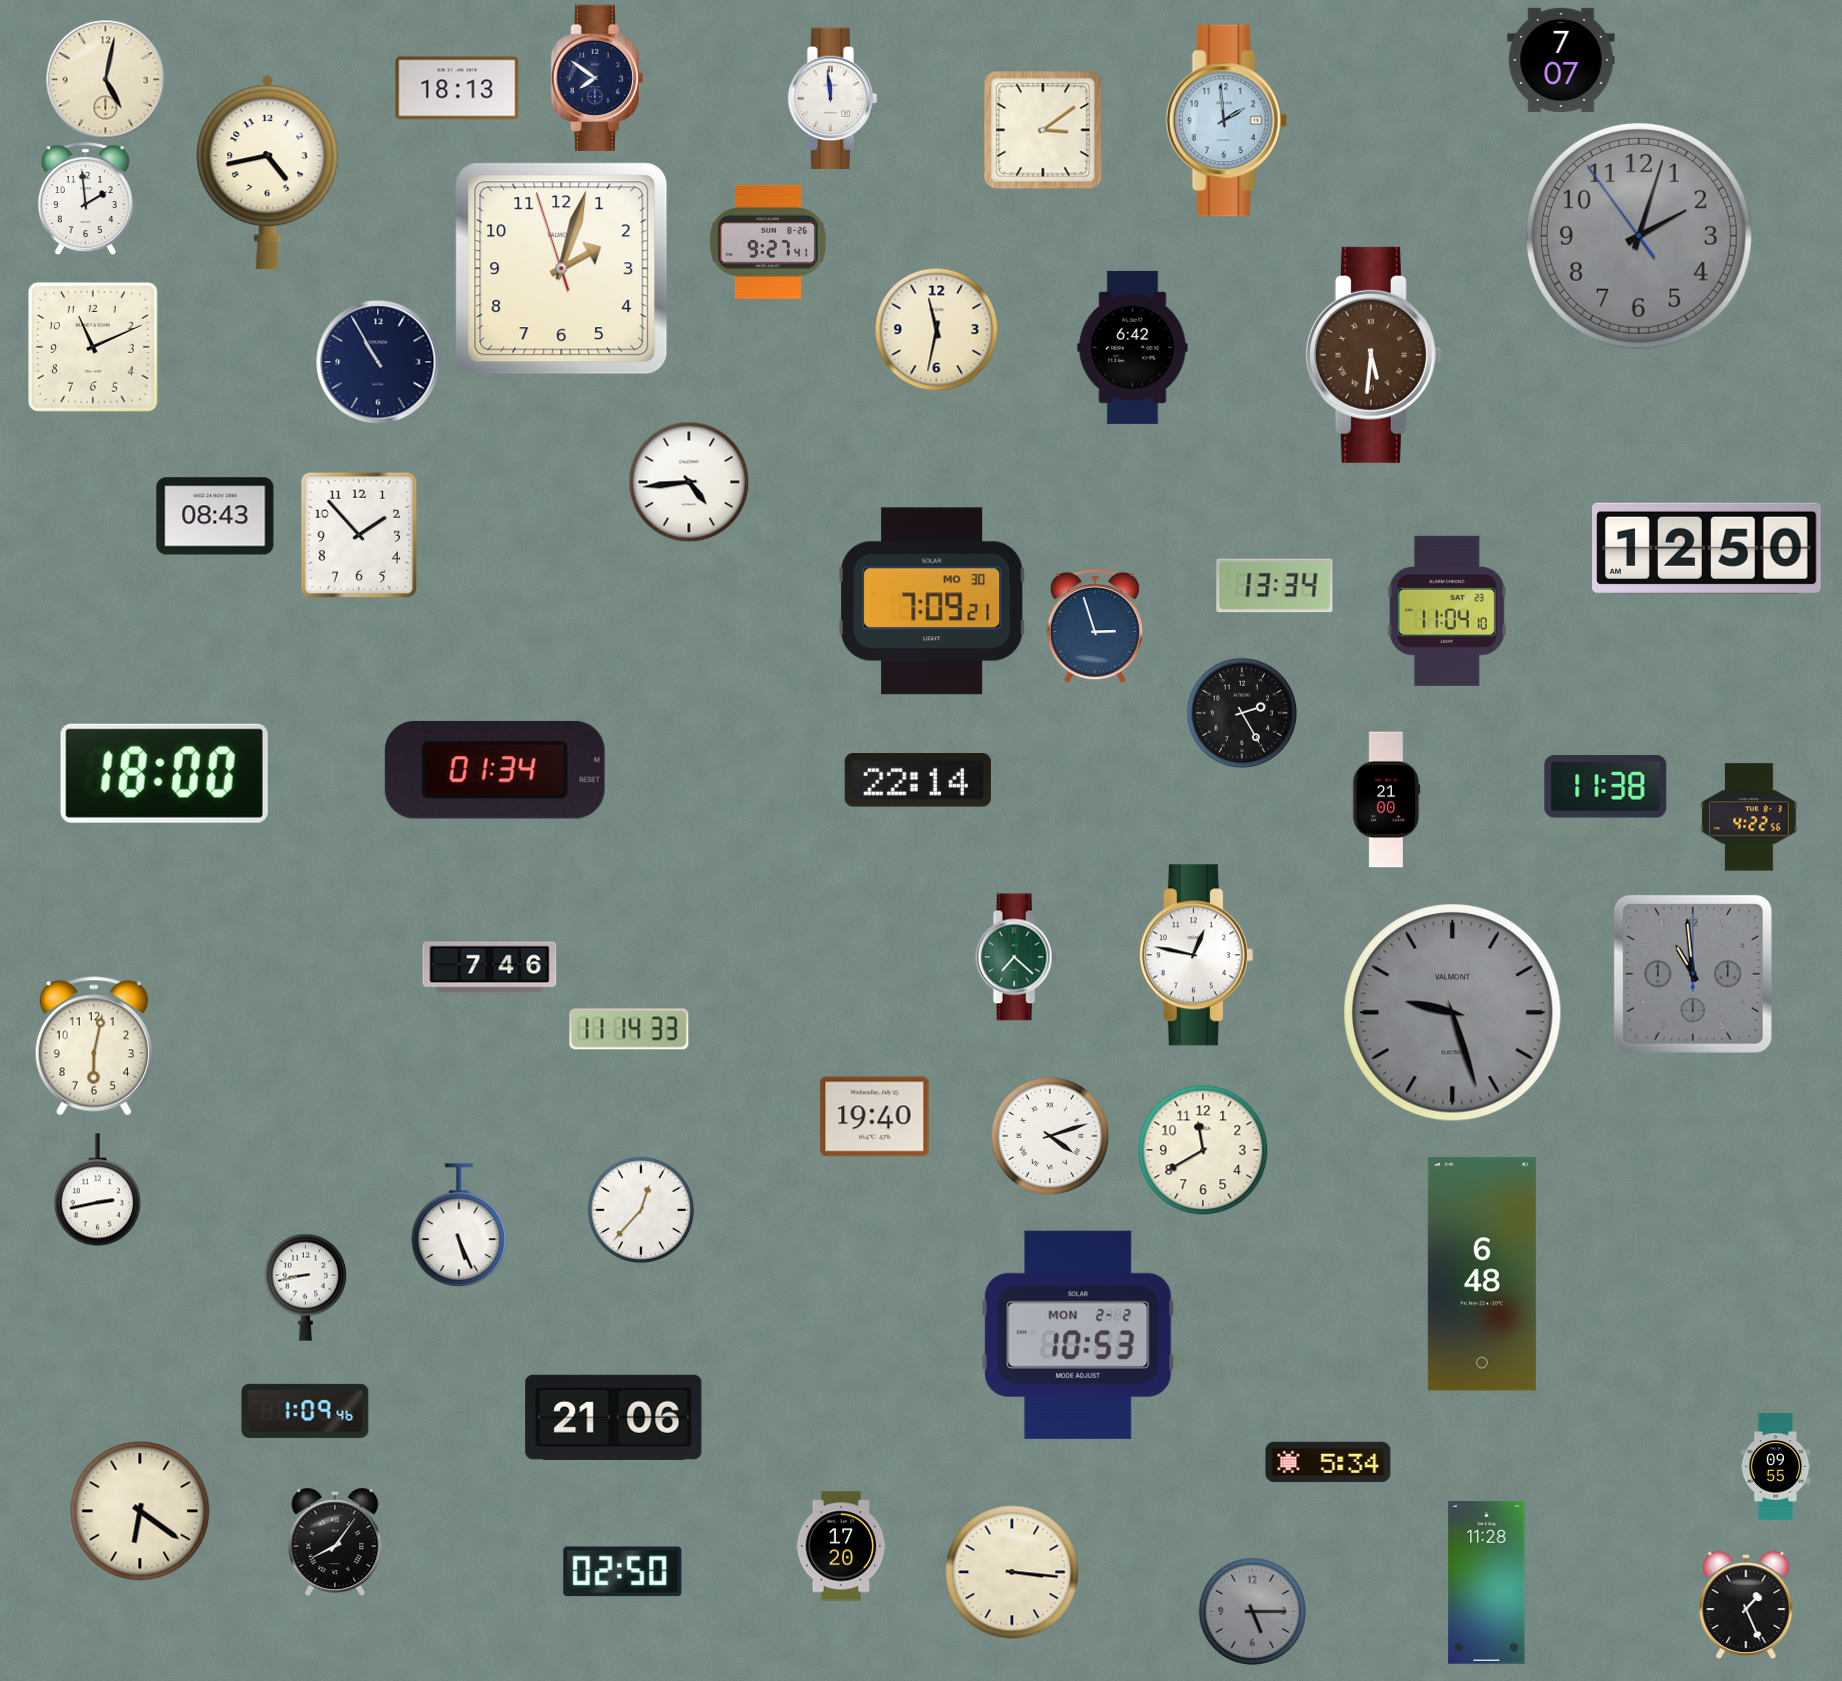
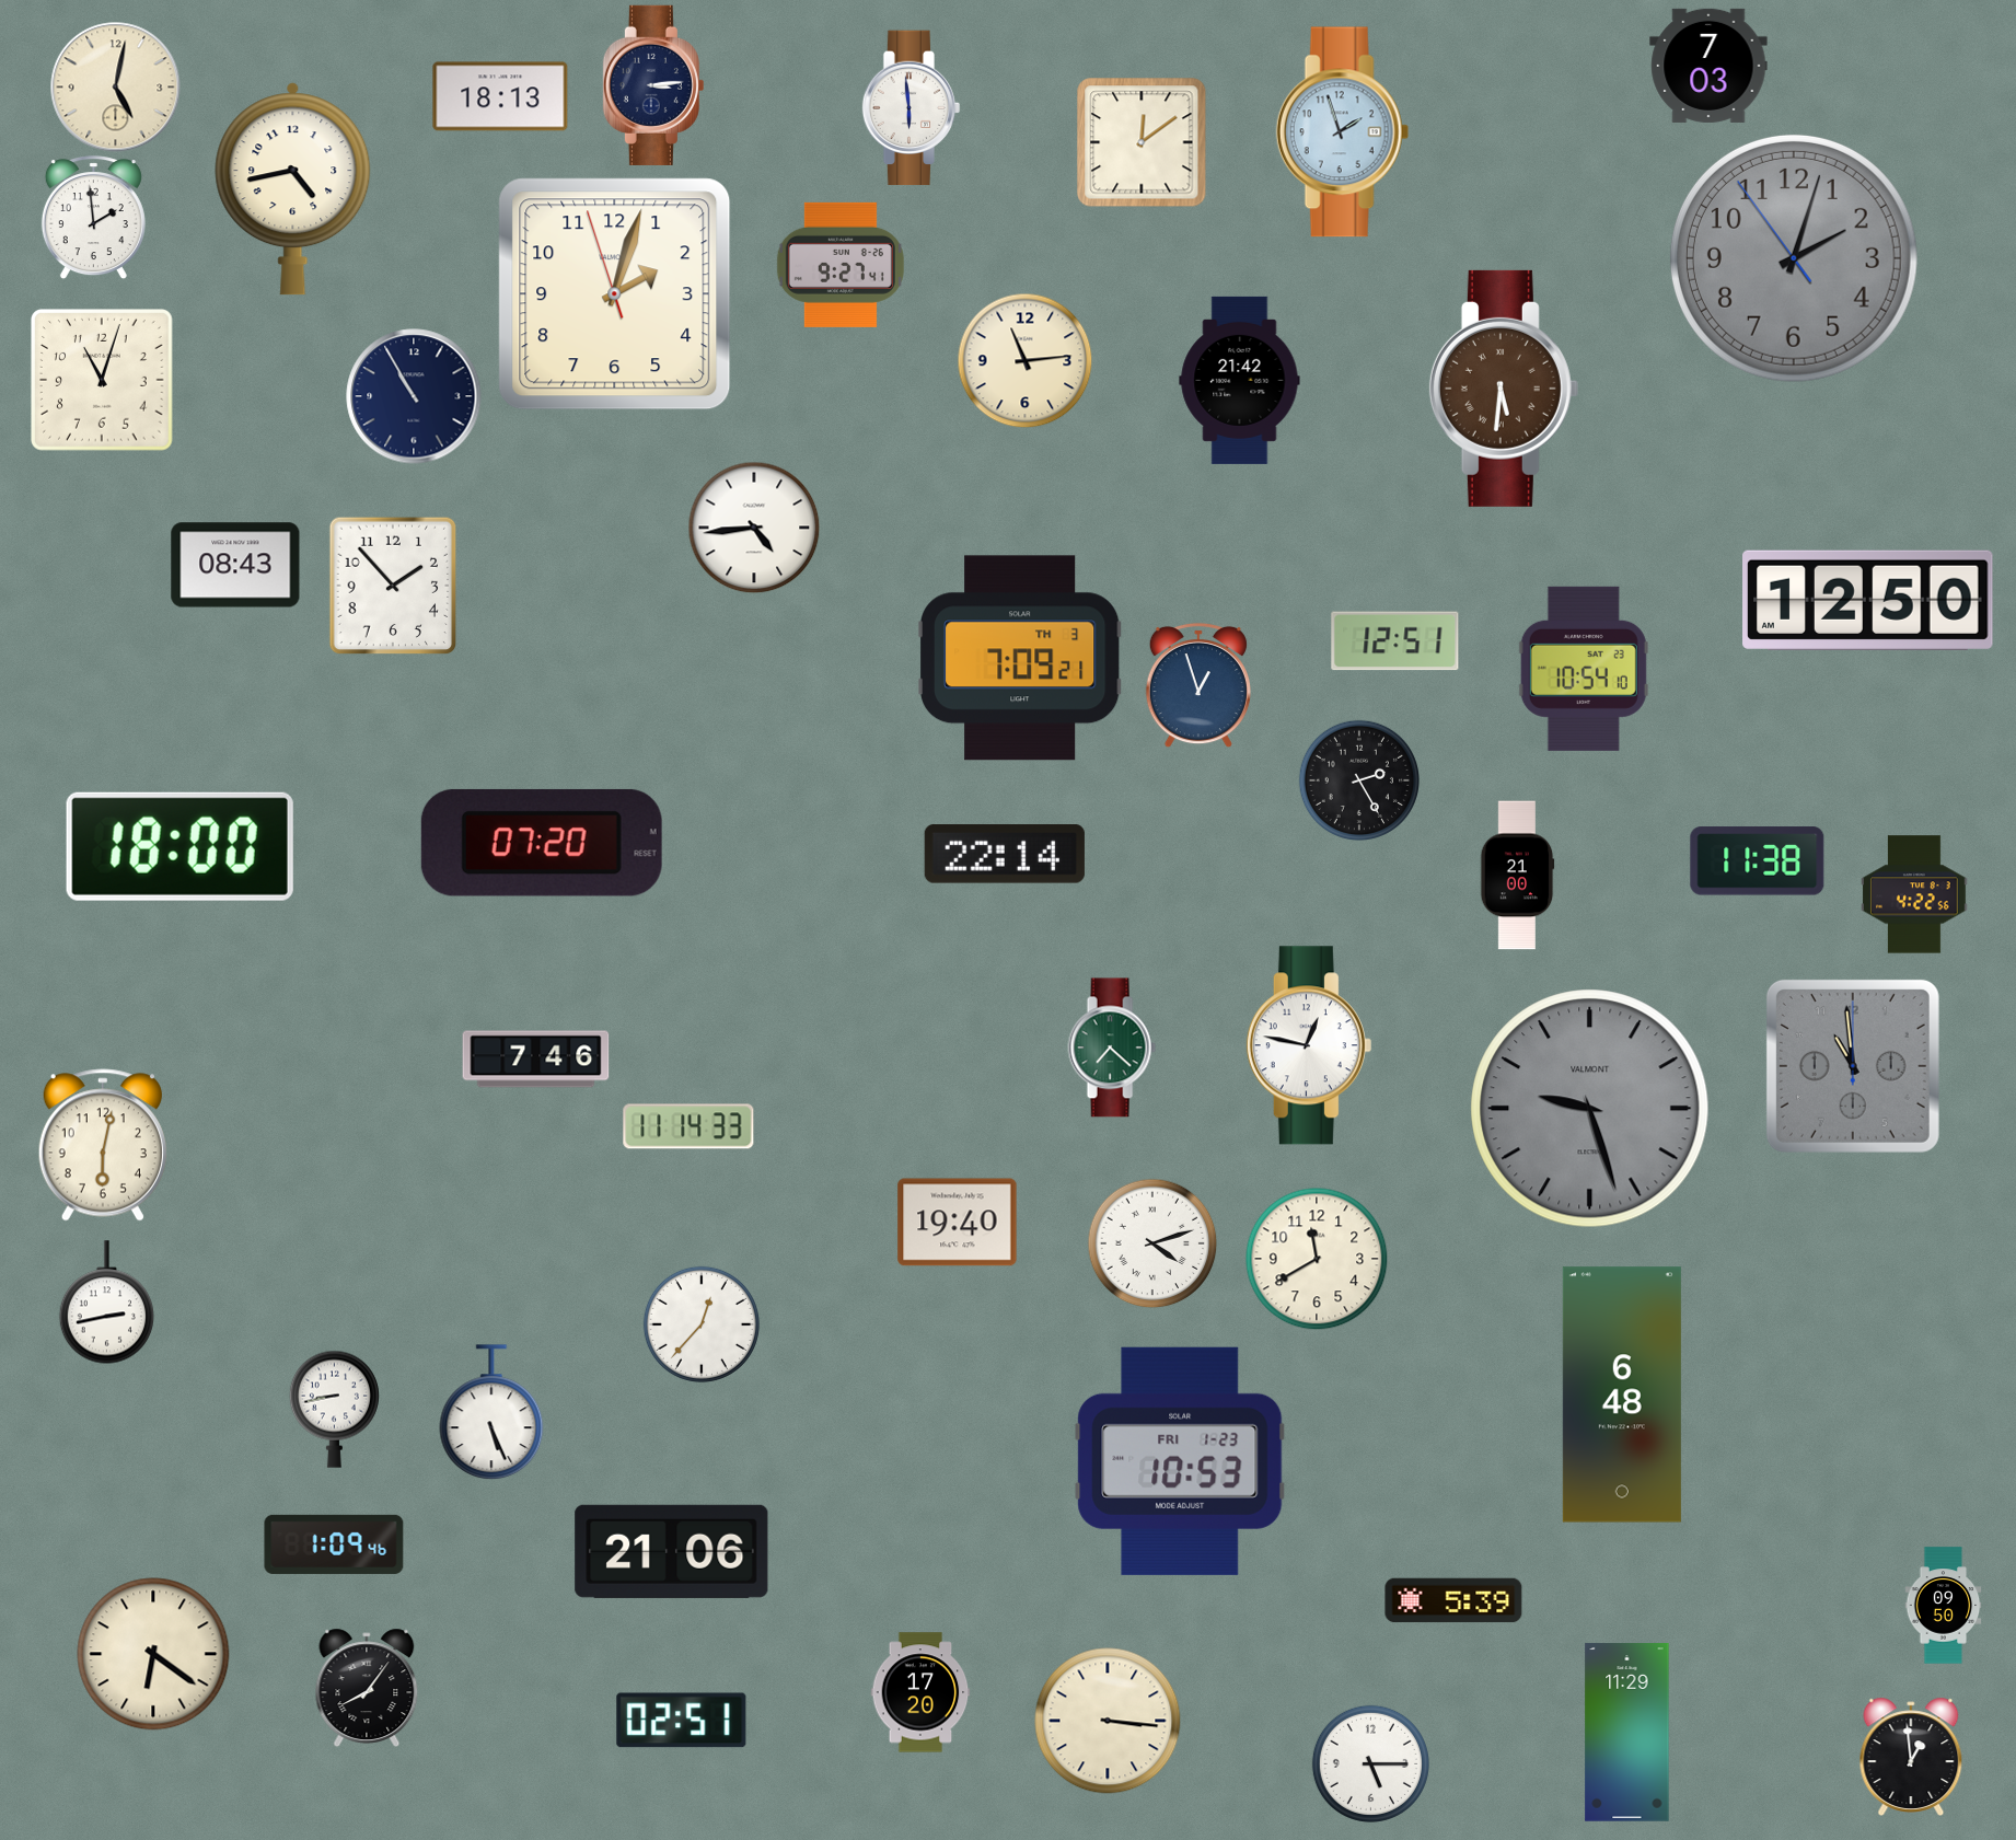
clock at (1561, 60): 7:07 -> 7:03
clock at (597, 78): 7:51 -> 3:14
clock at (833, 99): 11:59 -> 5:59
clock at (1226, 121): 1:59 -> 1:57
clock at (1043, 130): 3:09 -> 12:09
clock at (936, 329): 11:32 -> 11:14
clock at (93, 347): 11:11 -> 11:03
clock at (1133, 347): 6:42 -> 21:42
clock at (1275, 586): 13:34 -> 12:51
clock at (932, 601) date: MO 30 -> TH 3
clock at (1447, 611): 11:04 -> 10:54
clock at (1095, 626): 2:57 -> 12:57
clock at (495, 770): 01:34 -> 07:20
clock at (1050, 1136) position: (1050, 1136) -> (1152, 1243)
clock at (459, 1225) position: (459, 1225) -> (491, 1412)
clock at (1078, 1335) date: MON 2-2 -> FRI 1-23
clock at (1328, 1462): 5:34 -> 5:39
clock at (1776, 1467): 09:55 -> 09:50
clock at (623, 1572): 02:50 -> 02:51
clock at (1487, 1583): 11:28 -> 11:29
clock at (1746, 1604): 1:26 -> 12:59
clock at (1252, 1611) dial: grey -> white
